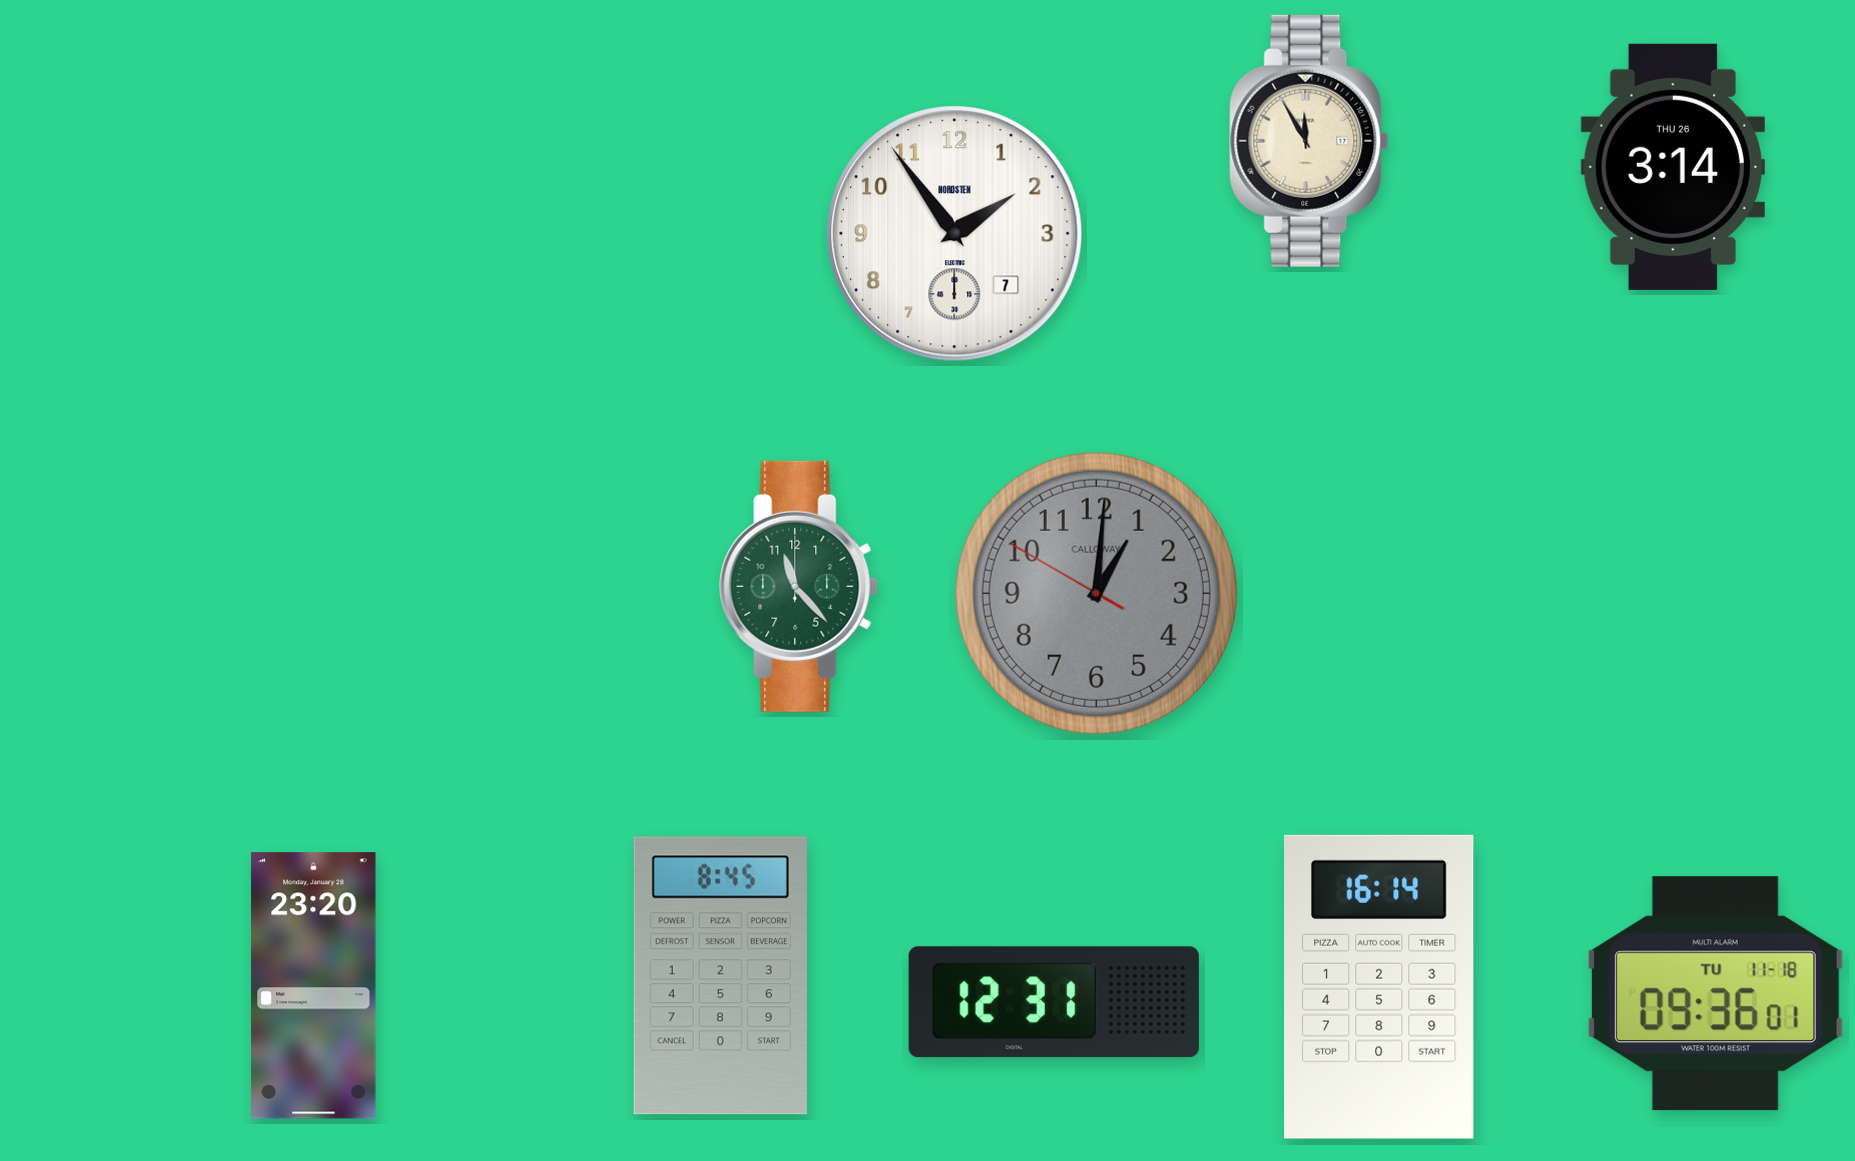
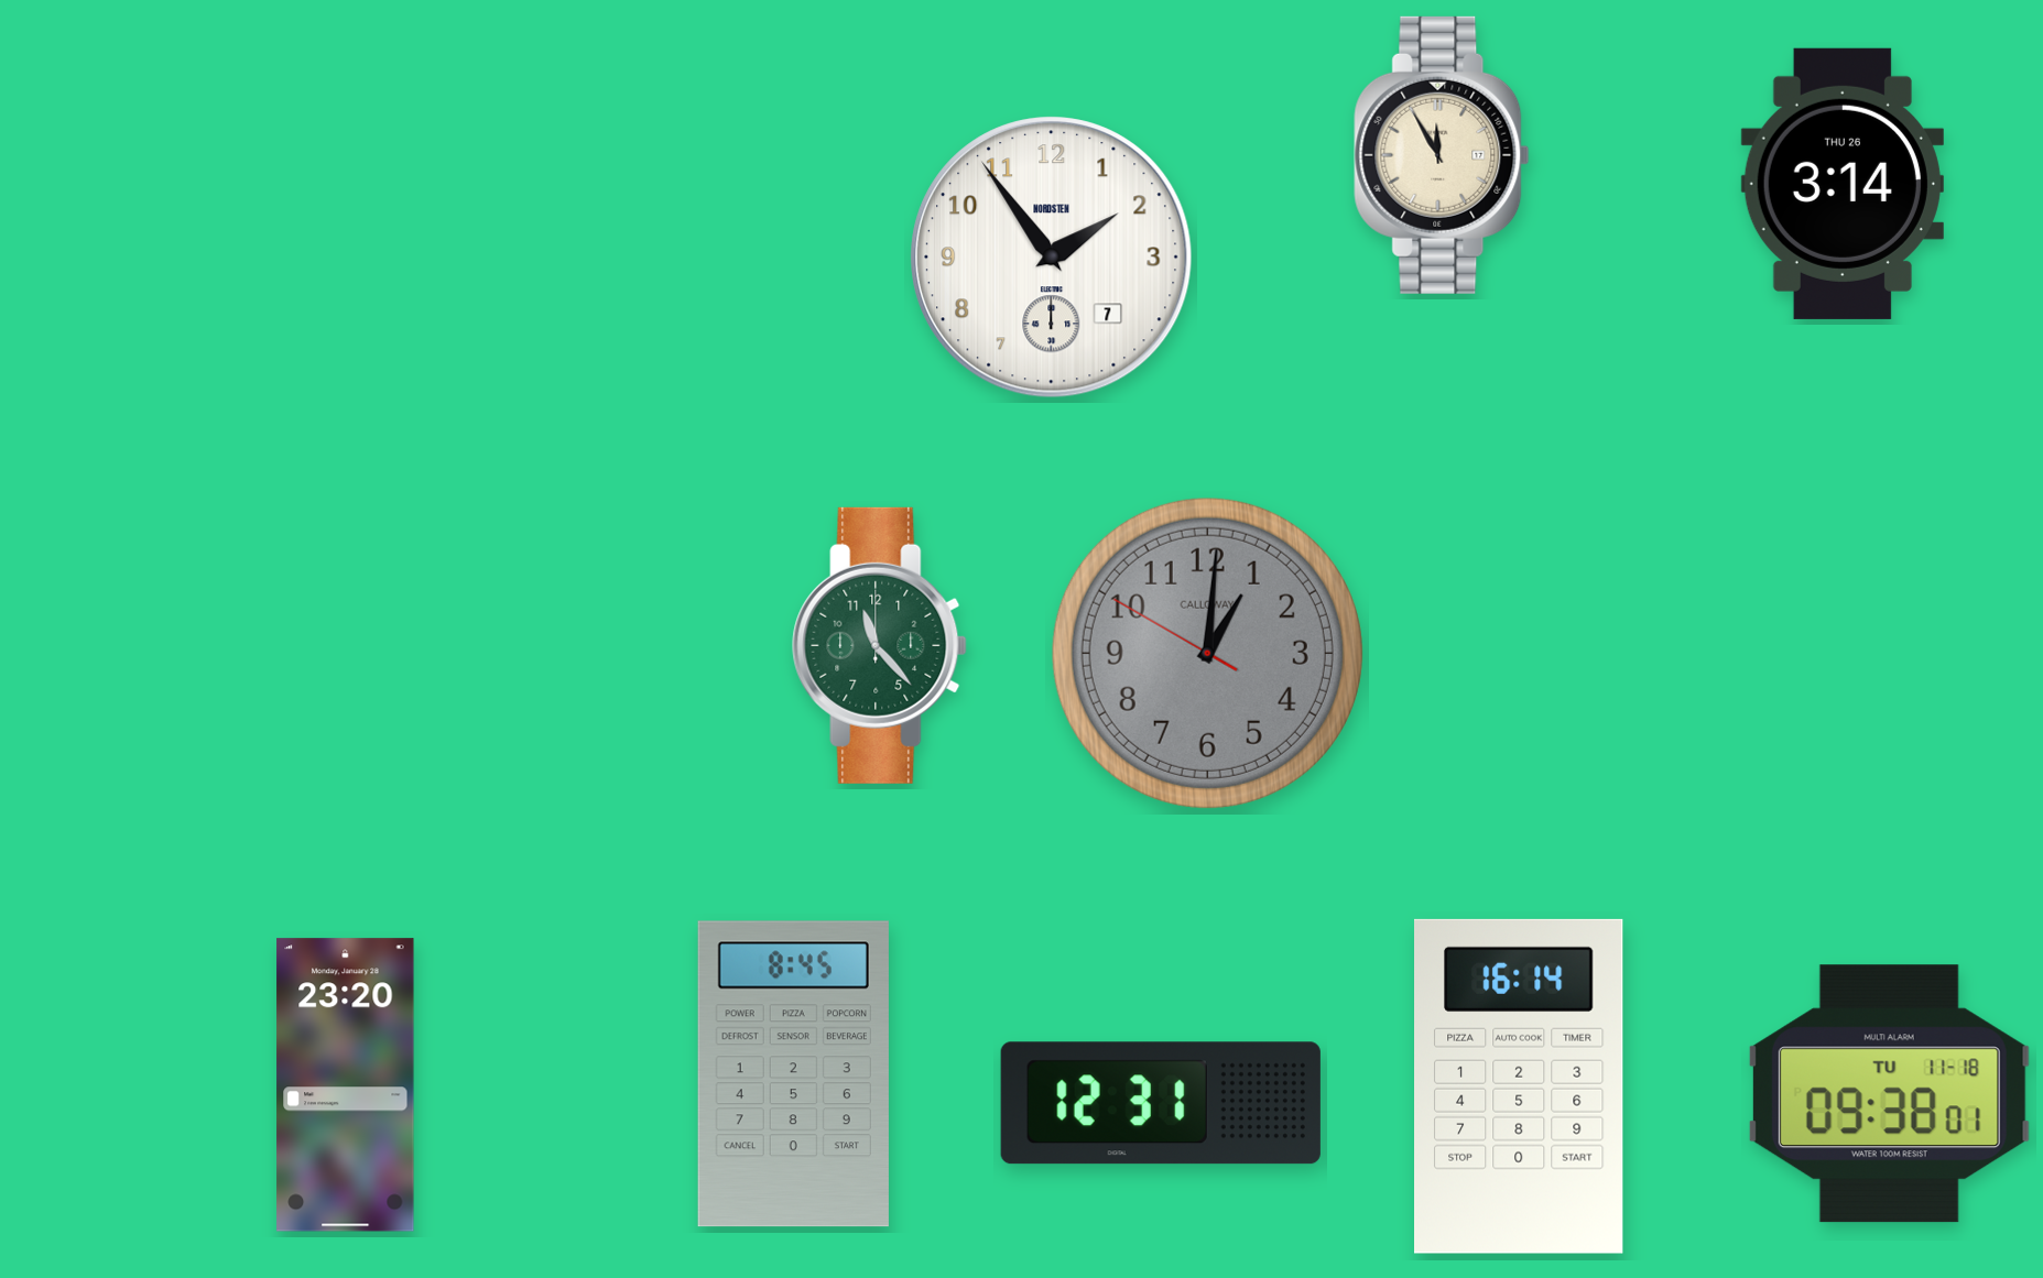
clock at (1715, 994): 09:36 -> 09:38
